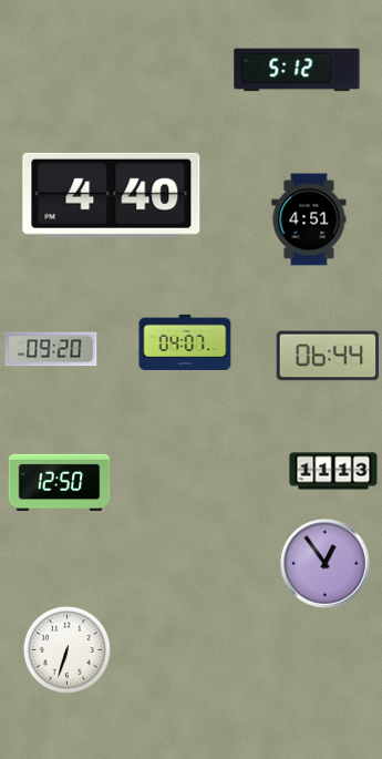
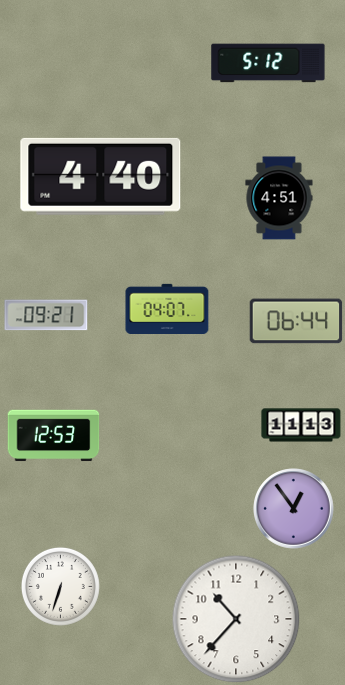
clock at (51, 349): 09:20 -> 09:21
clock at (60, 483): 12:50 -> 12:53
clock at (236, 619): none -> 10:37
